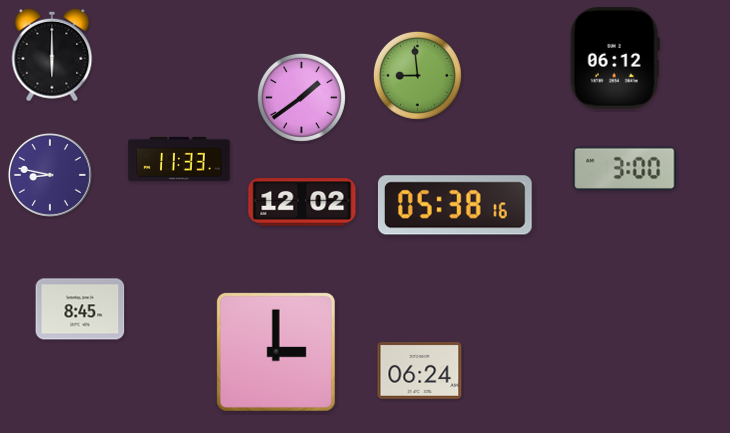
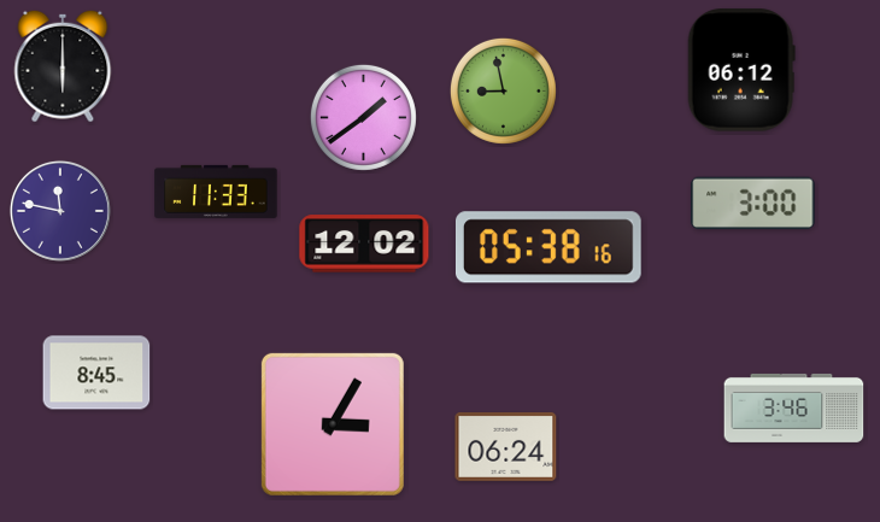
clock at (417, 75): 8:59 -> 8:58
clock at (50, 175): 8:47 -> 11:47
clock at (794, 407): none -> 3:46
clock at (276, 352): 3:00 -> 3:05
